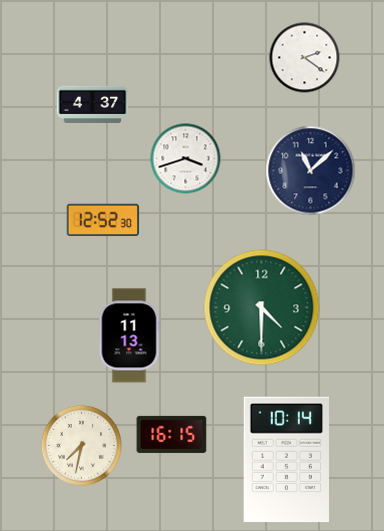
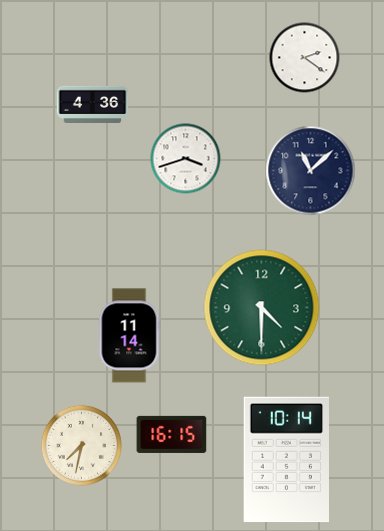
clock at (93, 104): 4:37 -> 4:36
clock at (103, 220): 12:52 -> none
clock at (129, 336): 11:13 -> 11:14
